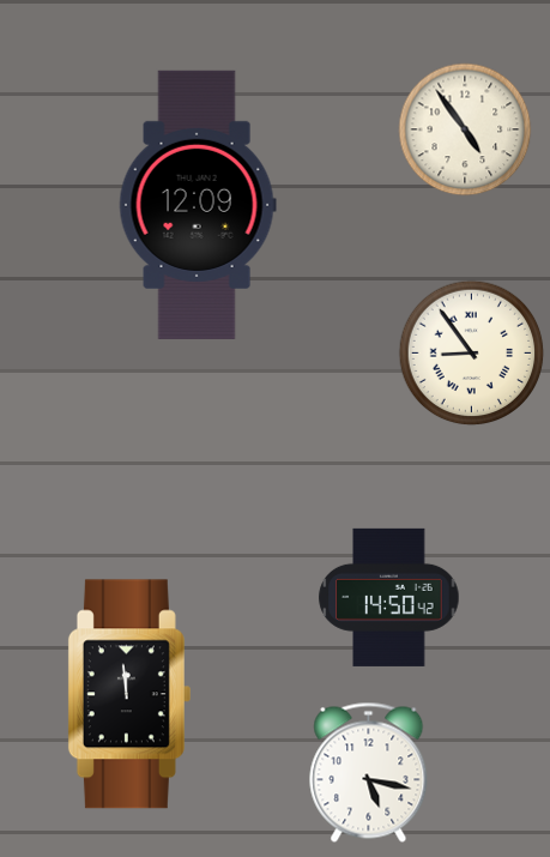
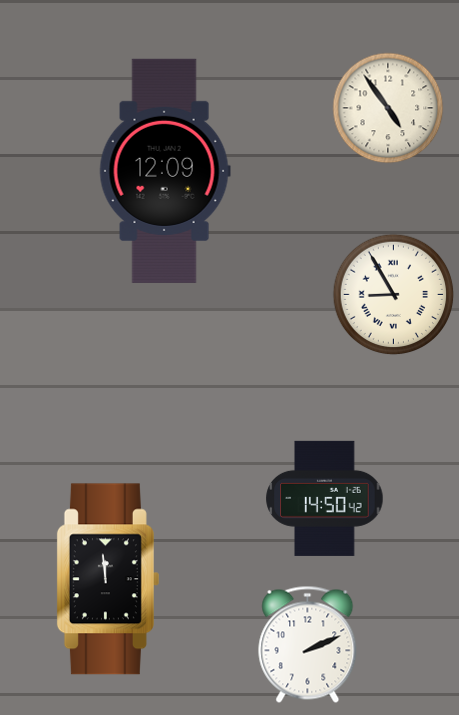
clock at (472, 354): 8:54 -> 8:55
clock at (369, 772): 5:17 -> 2:11
